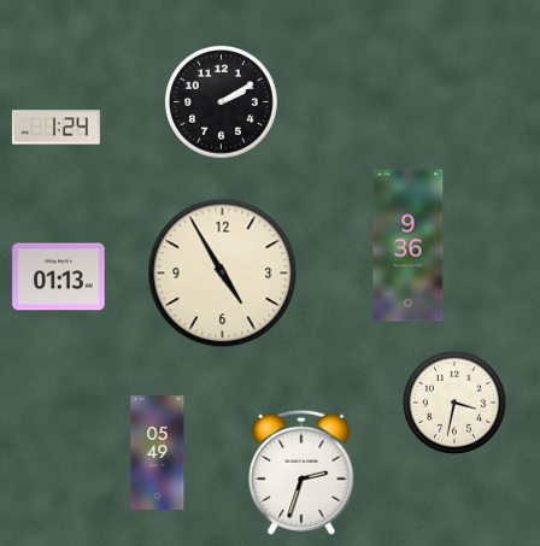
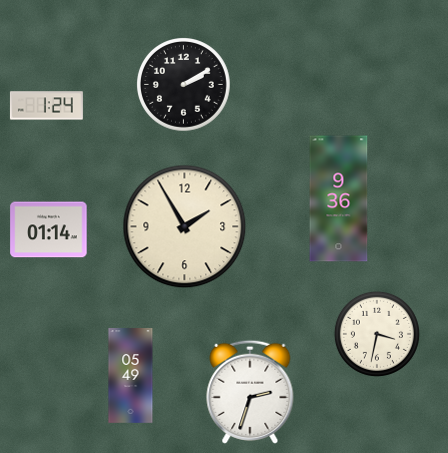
clock at (409, 246) position: (409, 246) -> (339, 199)
clock at (223, 274): 4:55 -> 1:55
clock at (59, 277): 01:13 -> 01:14
